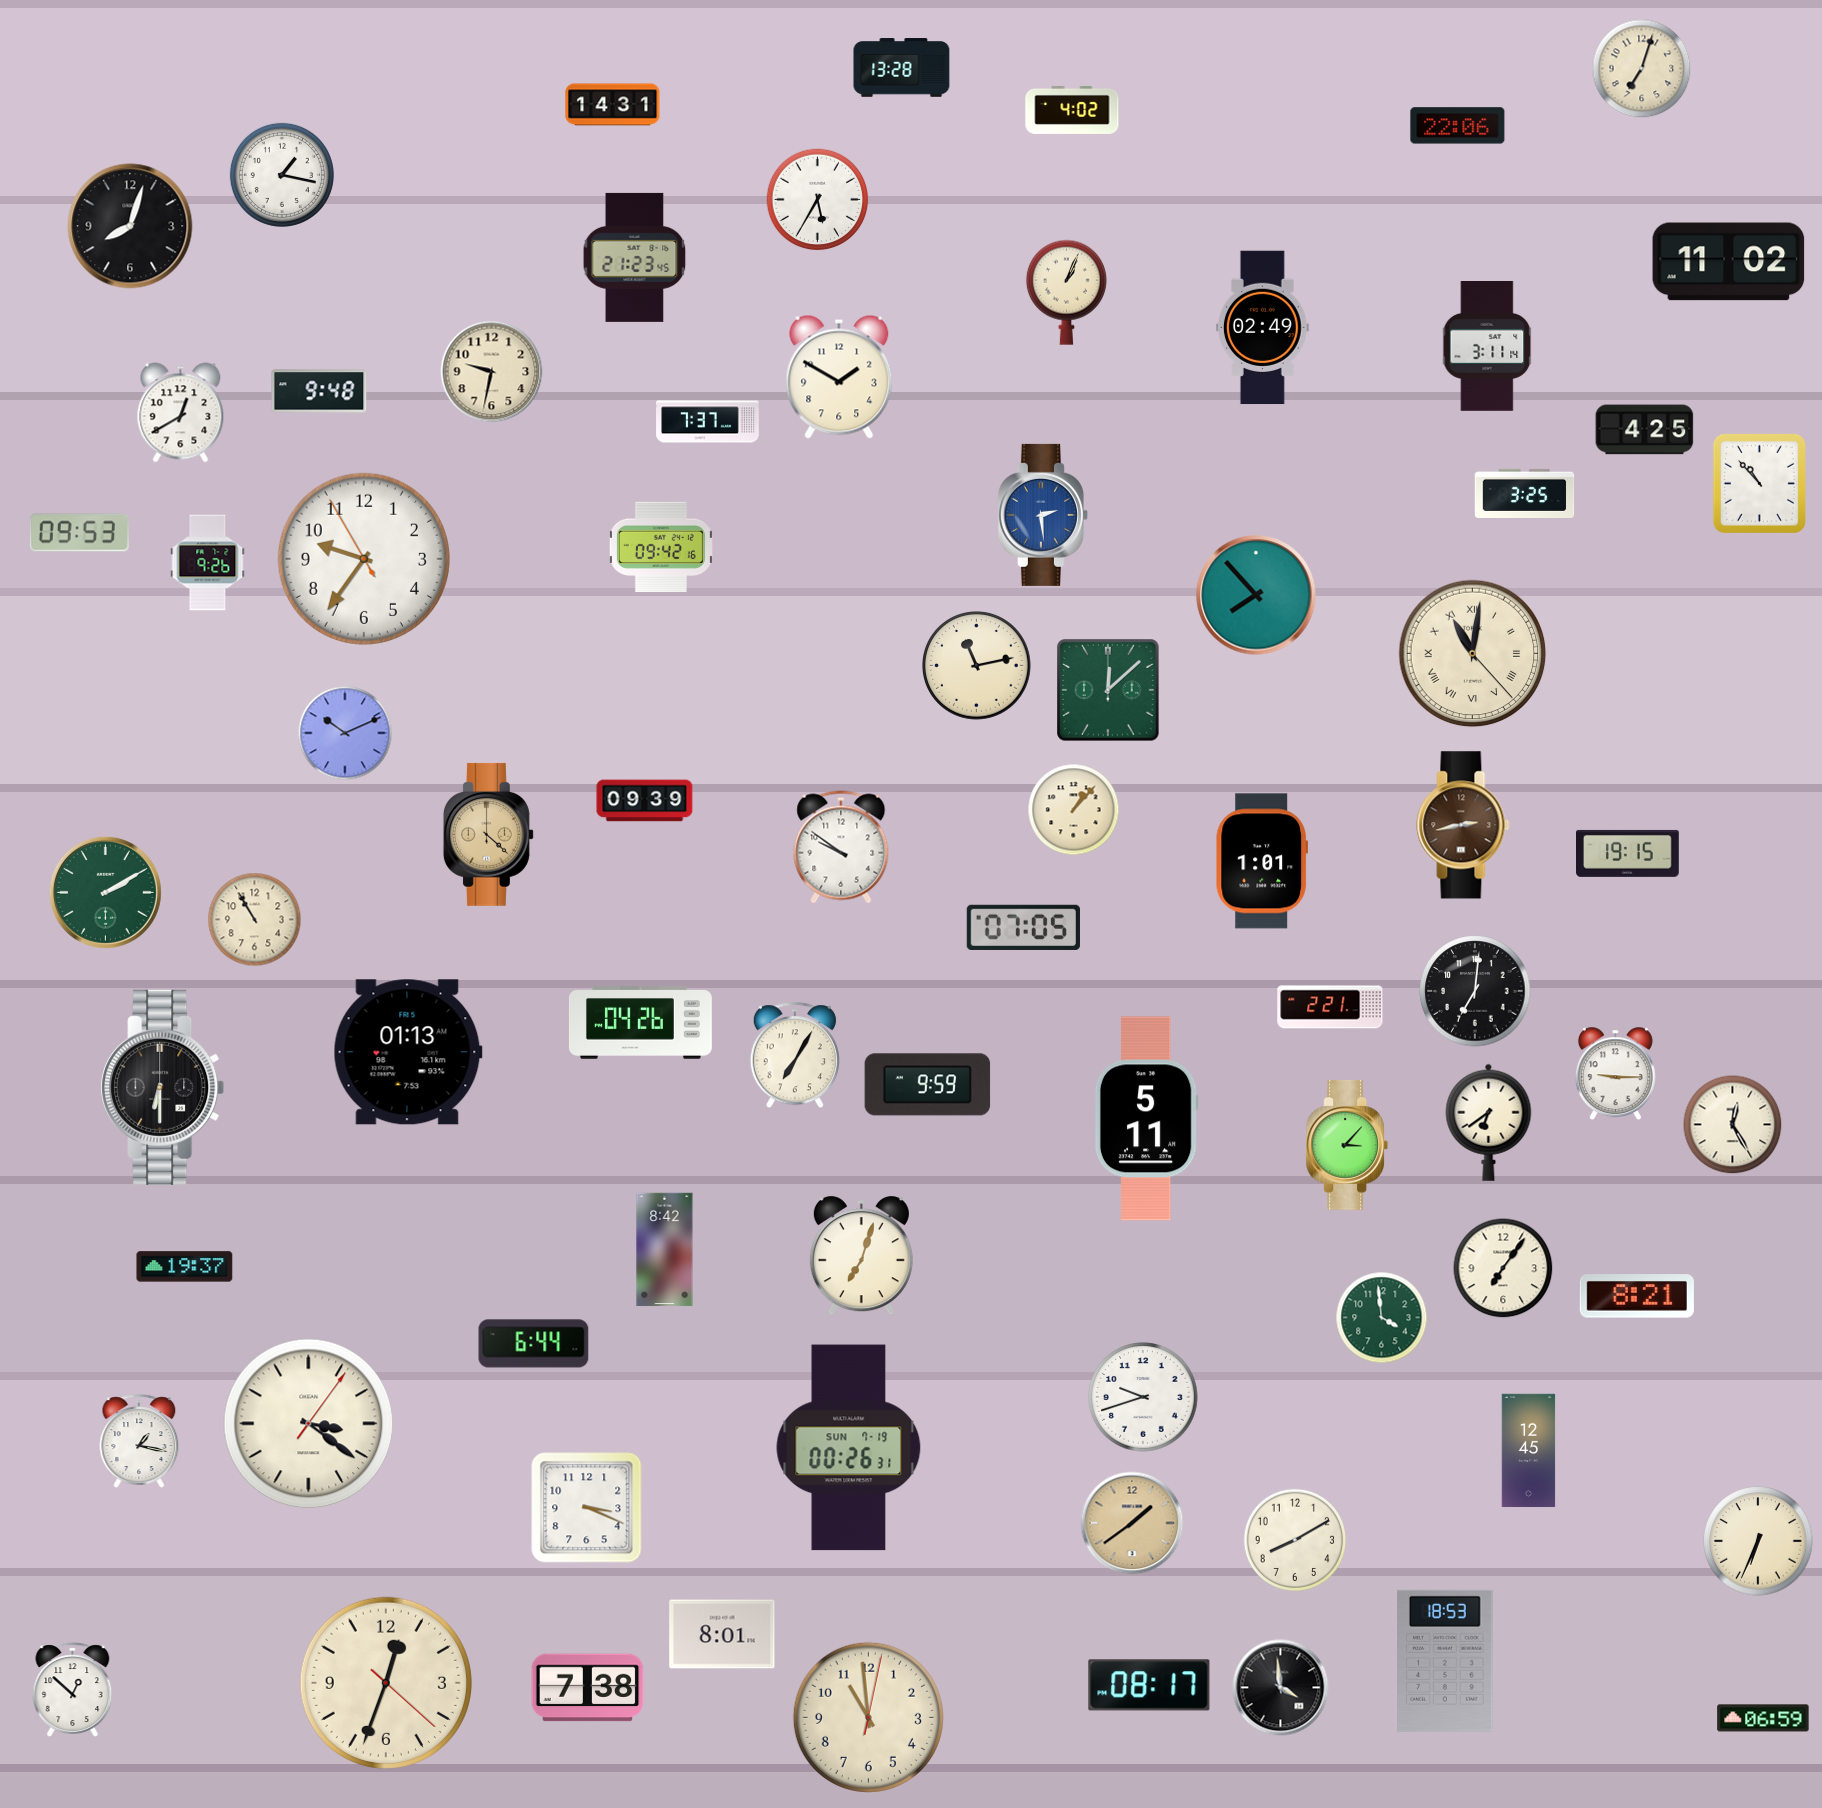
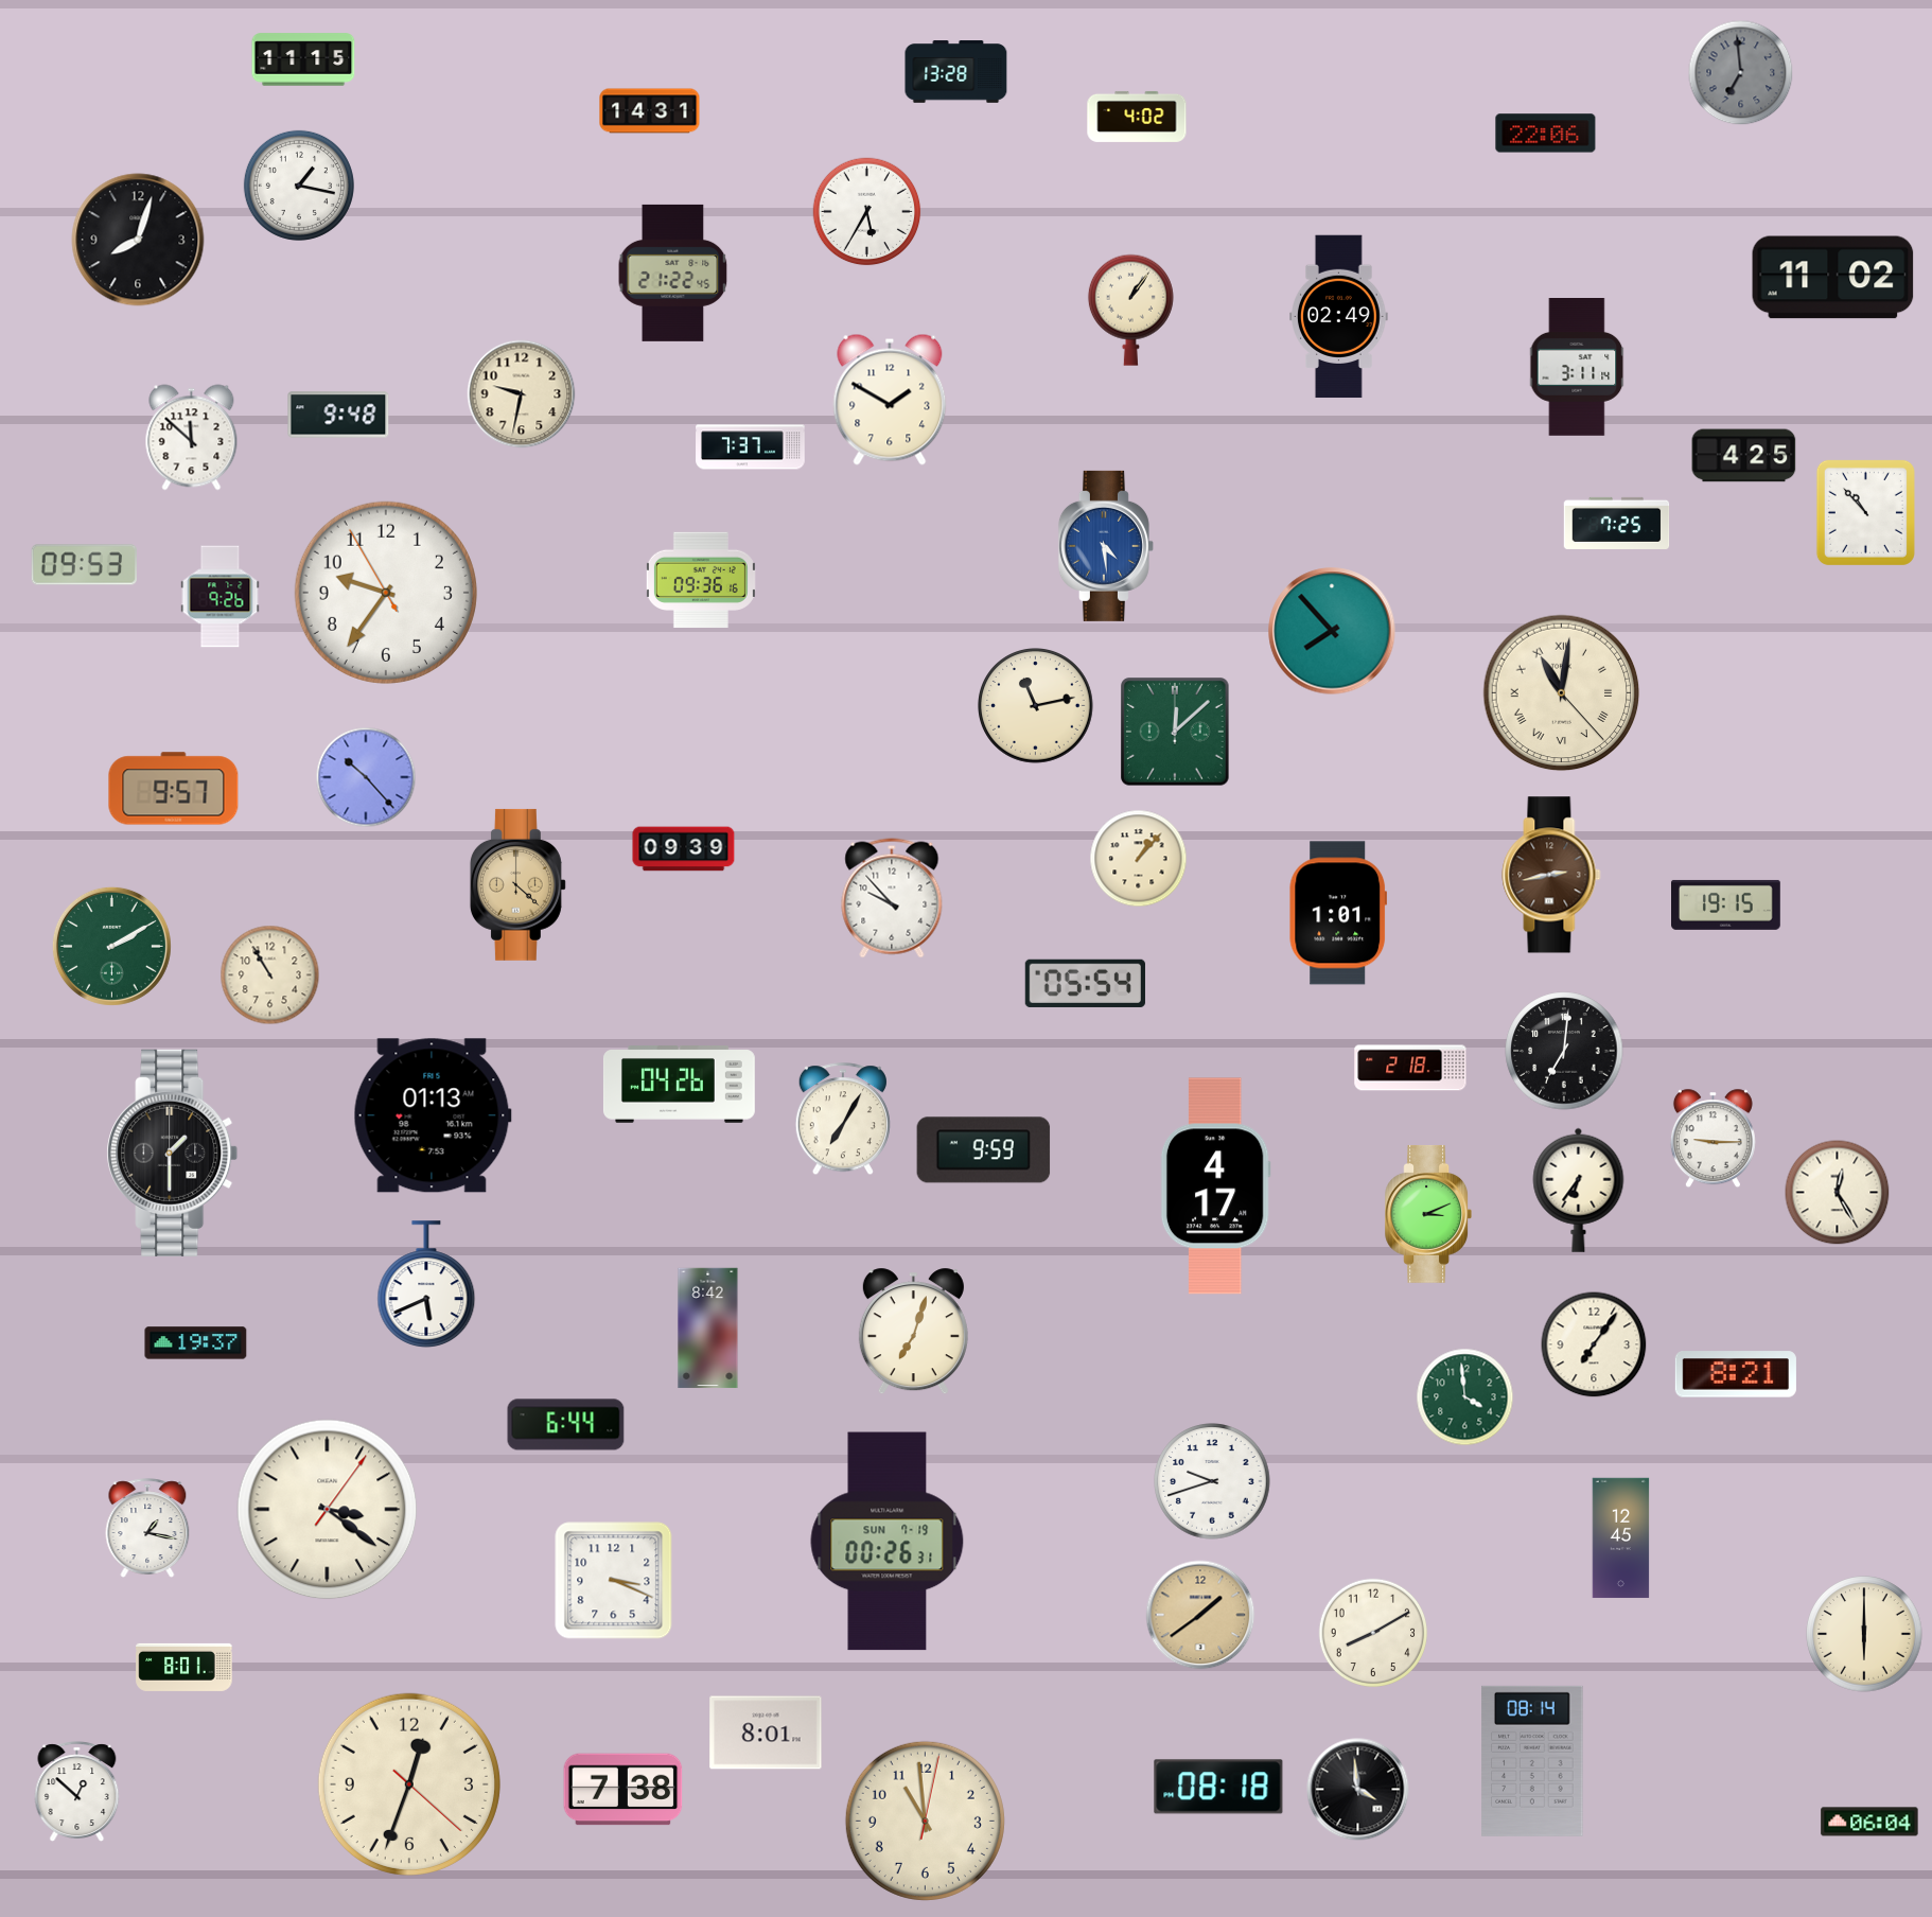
clock at (303, 59): none -> 11:15
clock at (1642, 69): 7:03 -> 6:59
clock at (1642, 69) dial: cream -> grey
clock at (635, 257): 21:23 -> 21:22
clock at (1066, 292): 1:04 -> 1:06
clock at (1263, 328) position: (1263, 328) -> (1339, 317)
clock at (181, 413): 12:40 -> 11:52
clock at (1525, 493): 3:25 -> 7:25
clock at (1043, 515): 2:29 -> 4:29
clock at (661, 547): 09:42 -> 09:36
clock at (345, 733): 10:11 -> 10:23
clock at (174, 789): none -> 9:57
clock at (841, 847): 9:51 -> 9:53
clock at (1023, 927): 07:05 -> 05:54
clock at (1330, 1007): 2:21 -> 2:18
clock at (163, 1087): 6:30 -> 1:30
clock at (1146, 1119): 5:11 -> 4:17
clock at (1489, 1122): 6:39 -> 6:36
clock at (1347, 1145): 3:07 -> 3:11
clock at (426, 1284): none -> 5:41
clock at (665, 1250) position: (665, 1250) -> (708, 1329)
clock at (849, 1448) position: (849, 1448) -> (888, 1542)
clock at (587, 1508) position: (587, 1508) -> (614, 1581)
clock at (1758, 1541): 6:34 -> 6:00
clock at (185, 1667): none -> 8:01
clock at (1445, 1661): 18:53 -> 08:14
clock at (1149, 1685): 08:17 -> 08:18
clock at (868, 1717) position: (868, 1717) -> (925, 1821)
clock at (1763, 1718): 06:59 -> 06:04
